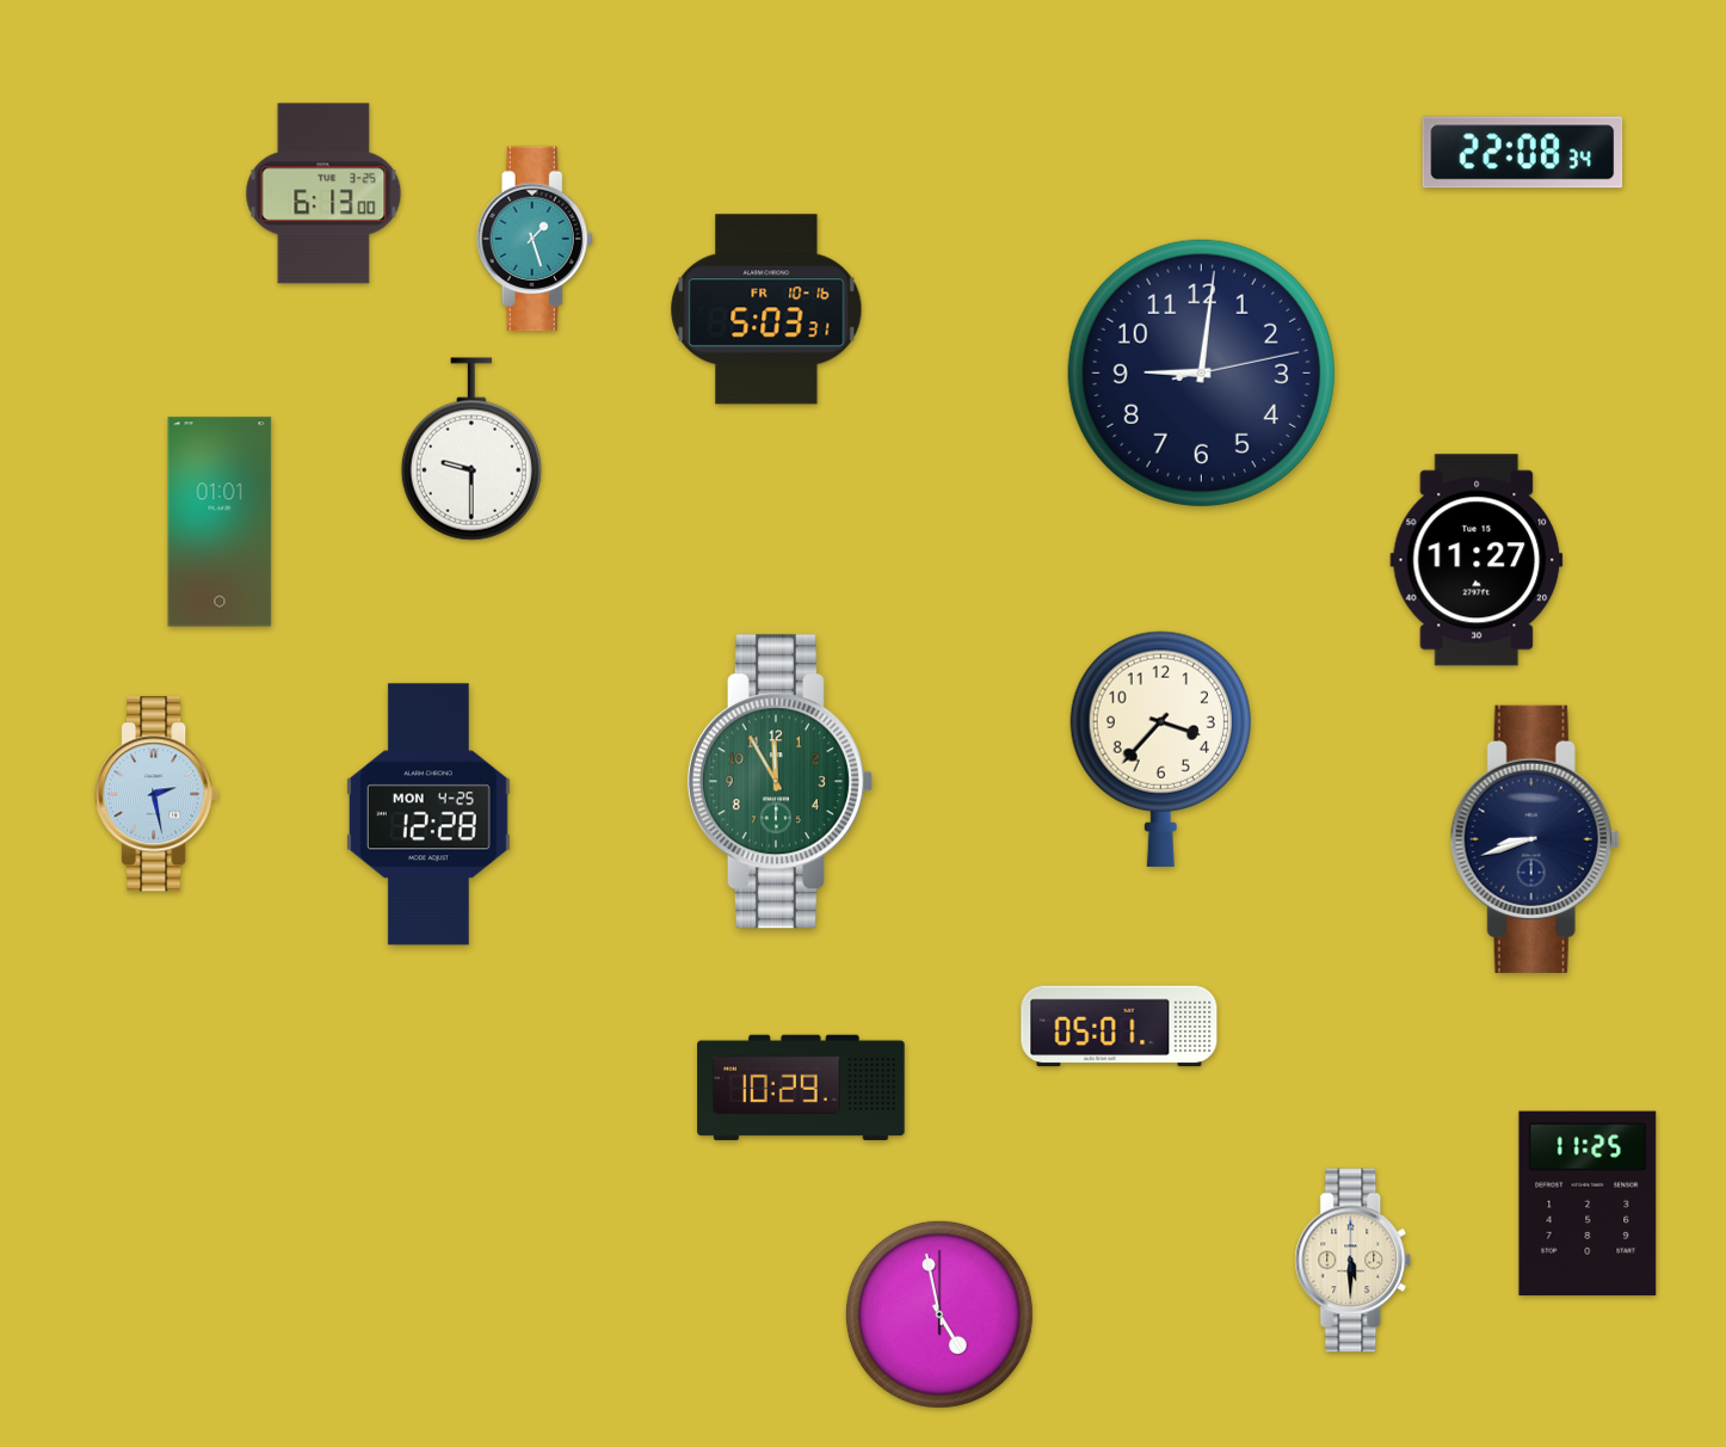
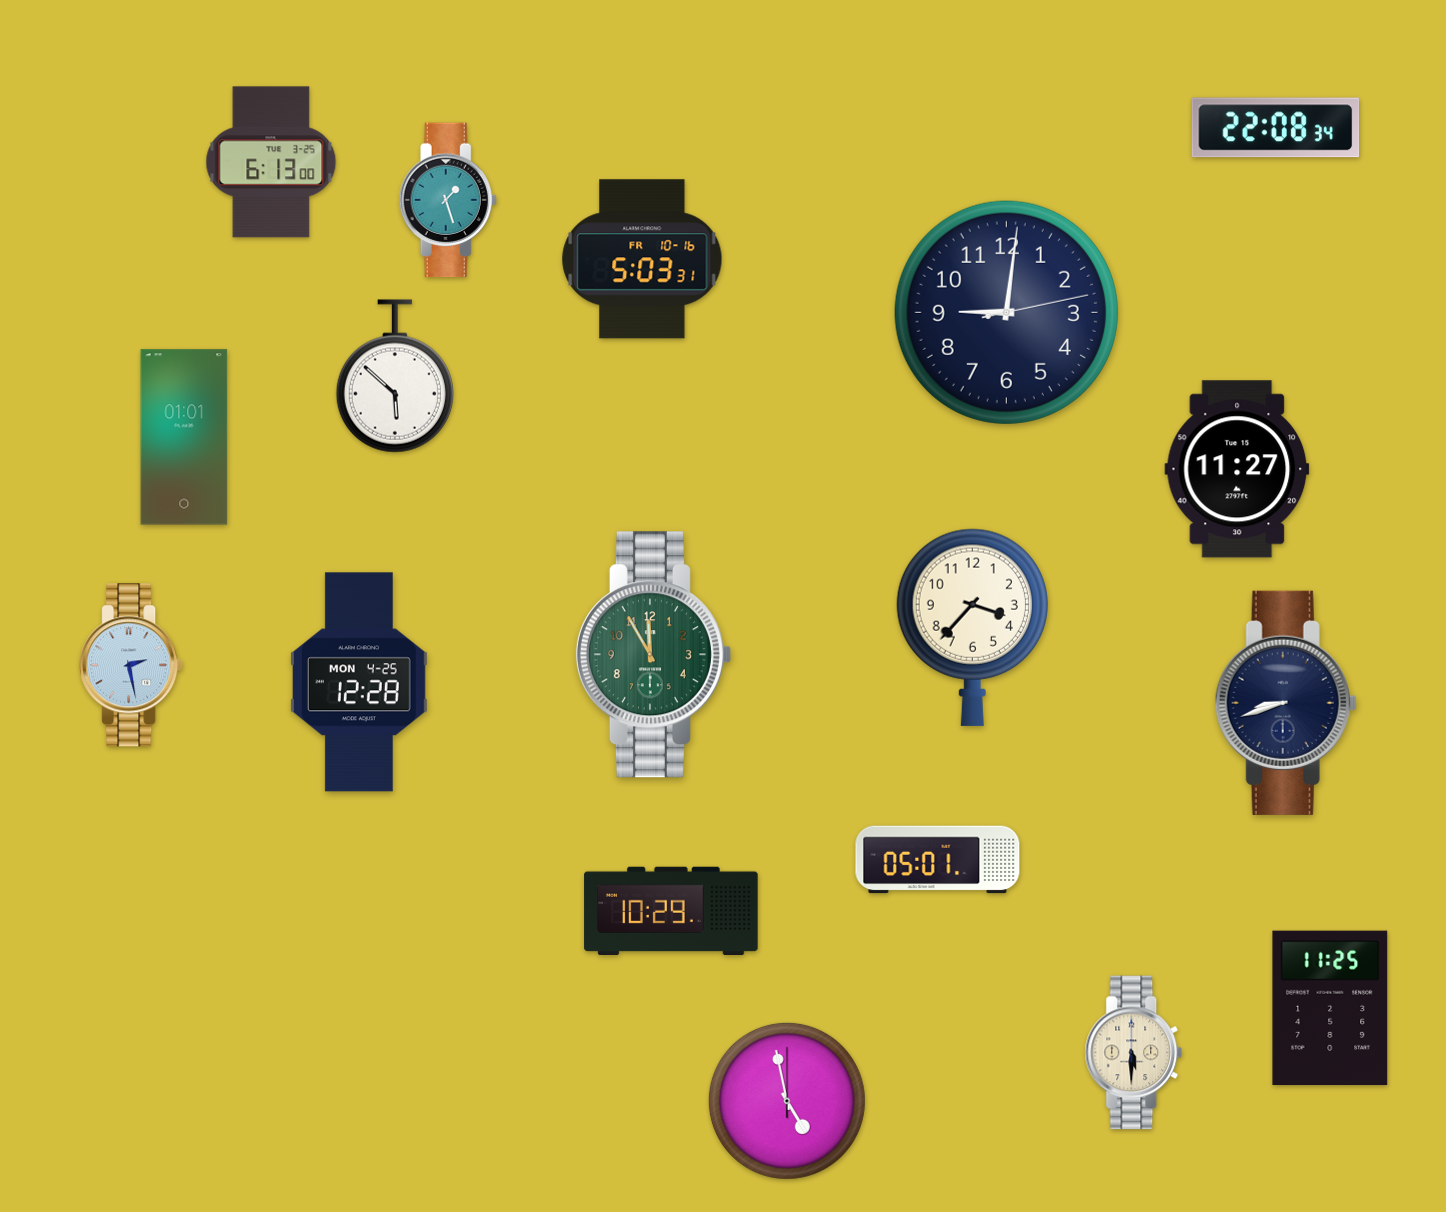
clock at (471, 449): 9:30 -> 5:52
clock at (1354, 1261) position: (1354, 1261) -> (1134, 1053)
